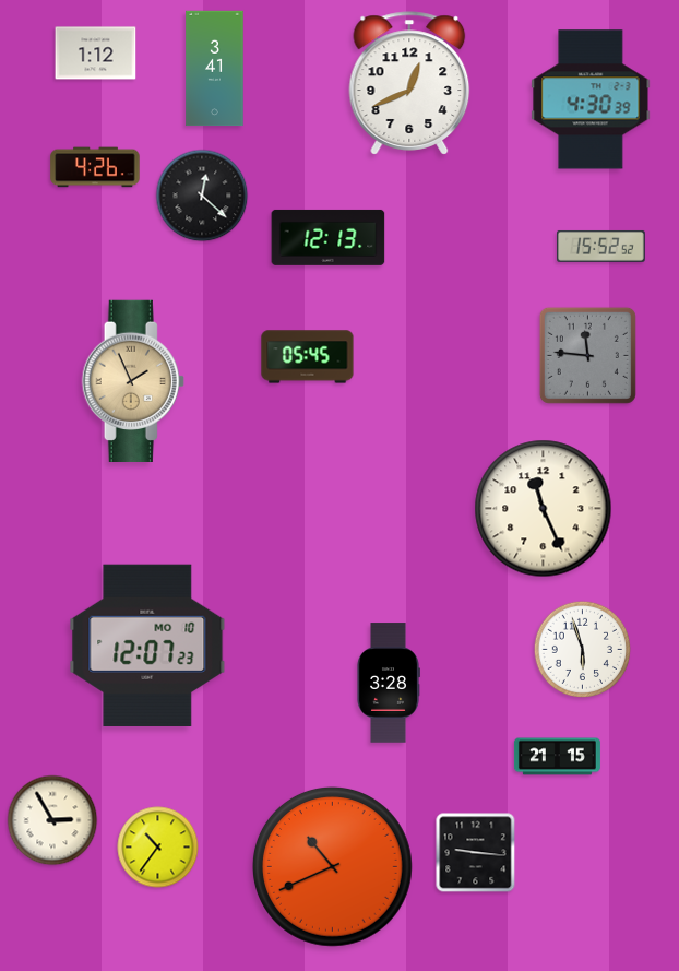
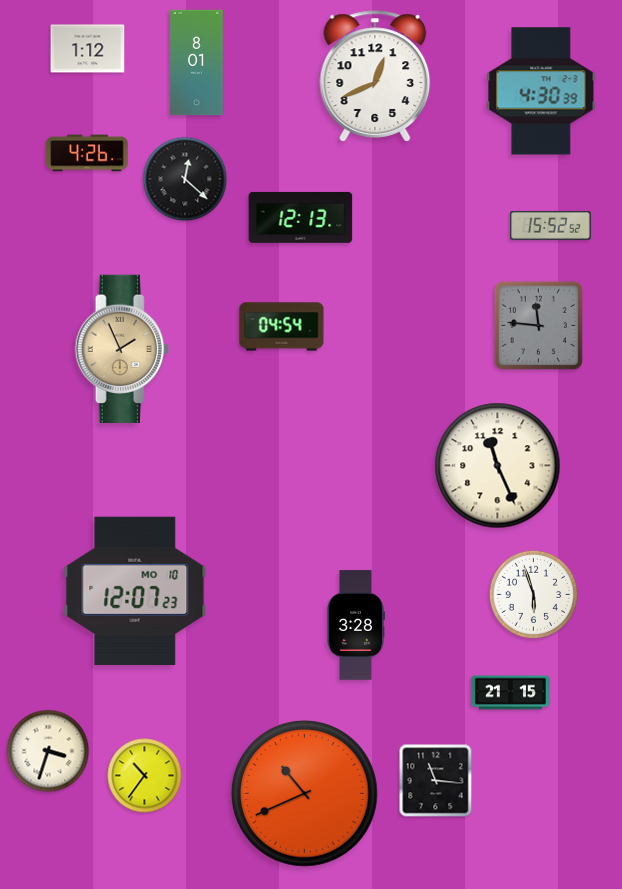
clock at (215, 69): 3:41 -> 8:01
clock at (308, 357): 05:45 -> 04:54
clock at (52, 820): 2:55 -> 3:33
clock at (476, 853): 9:16 -> 11:16
